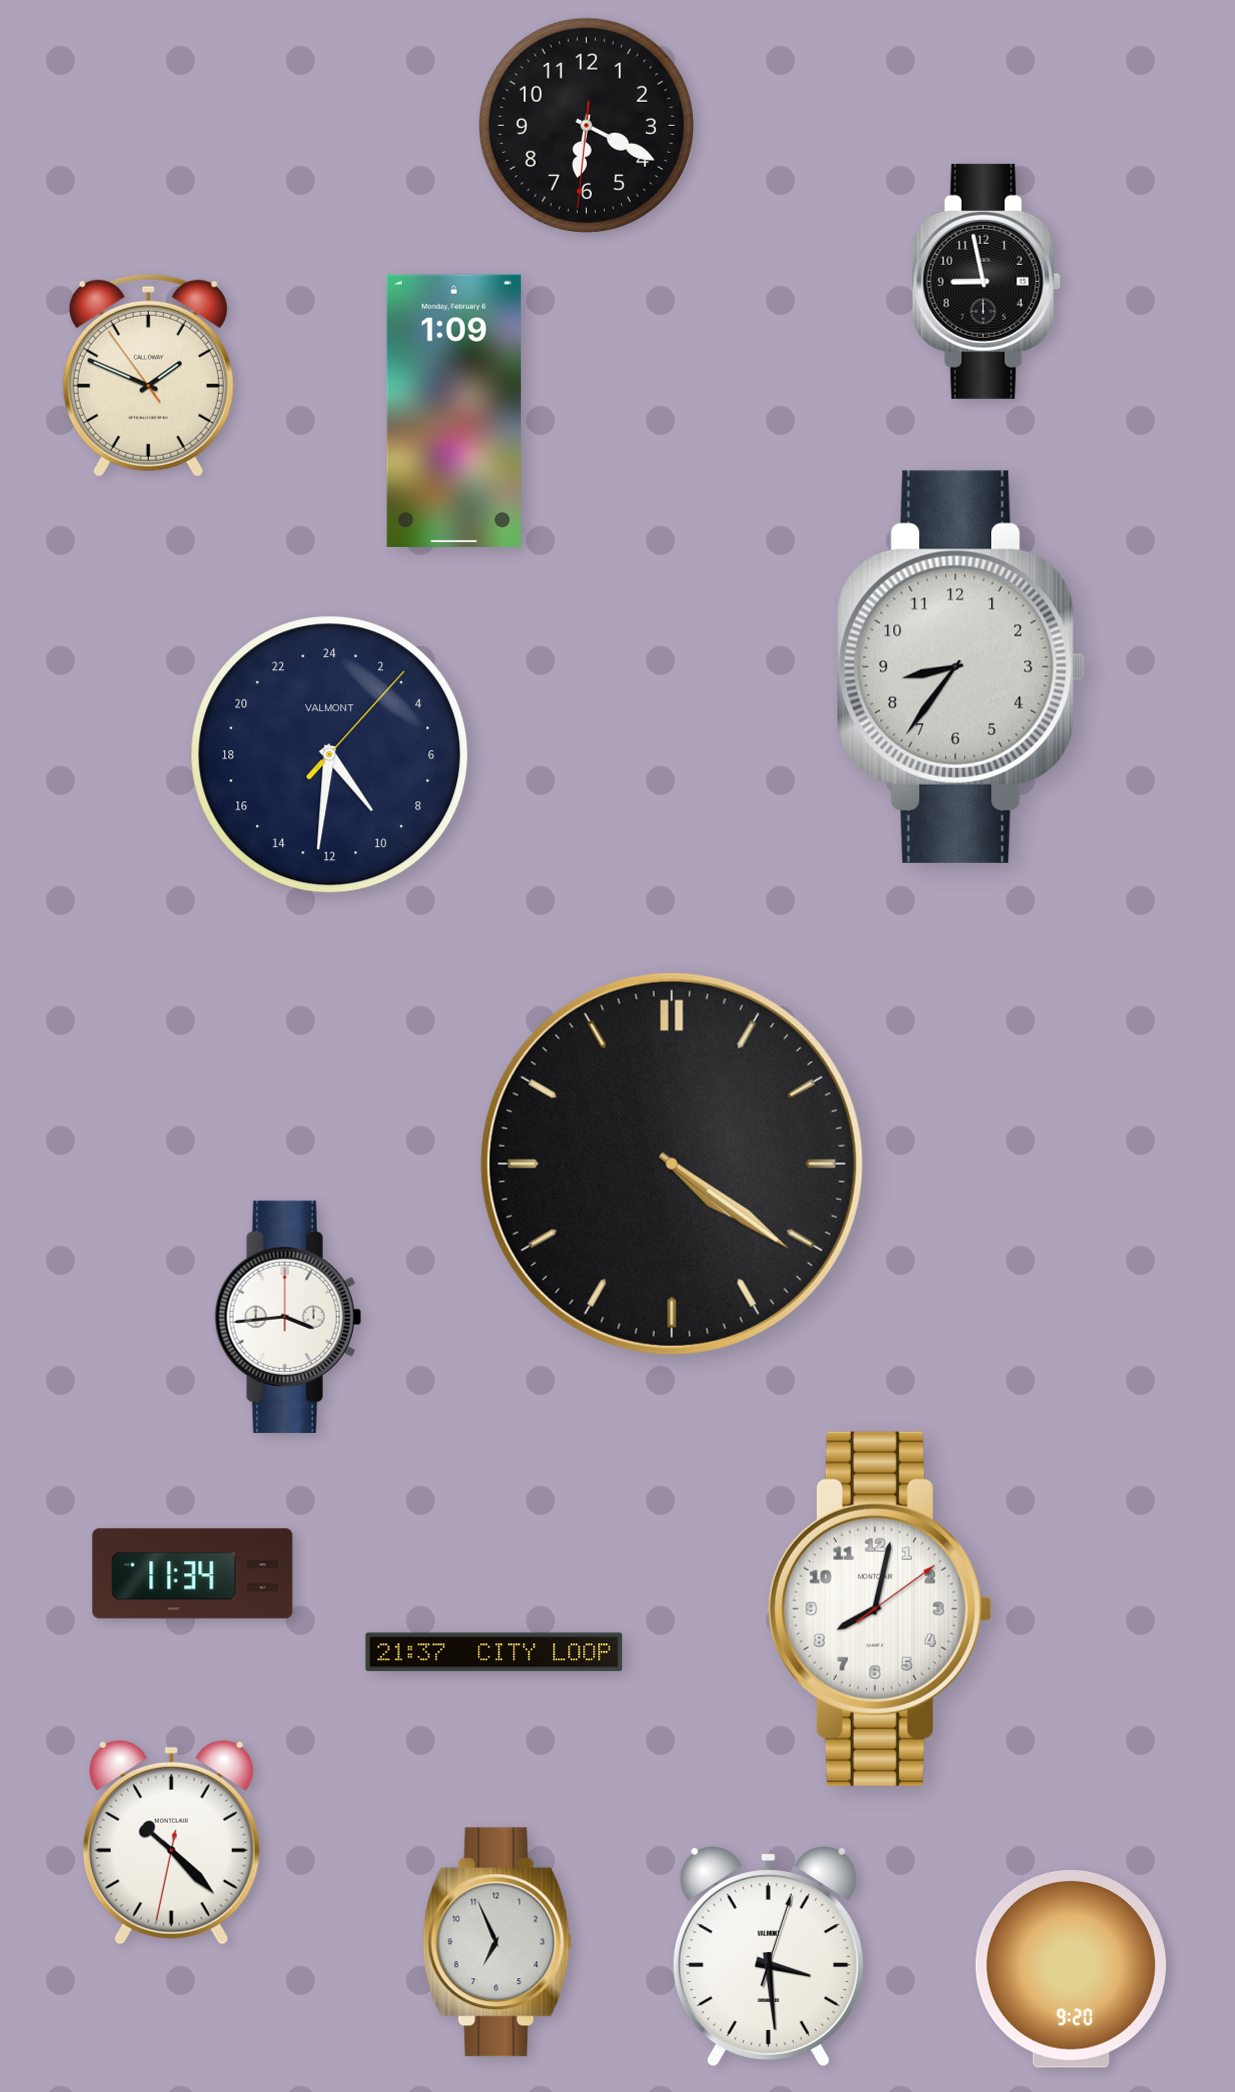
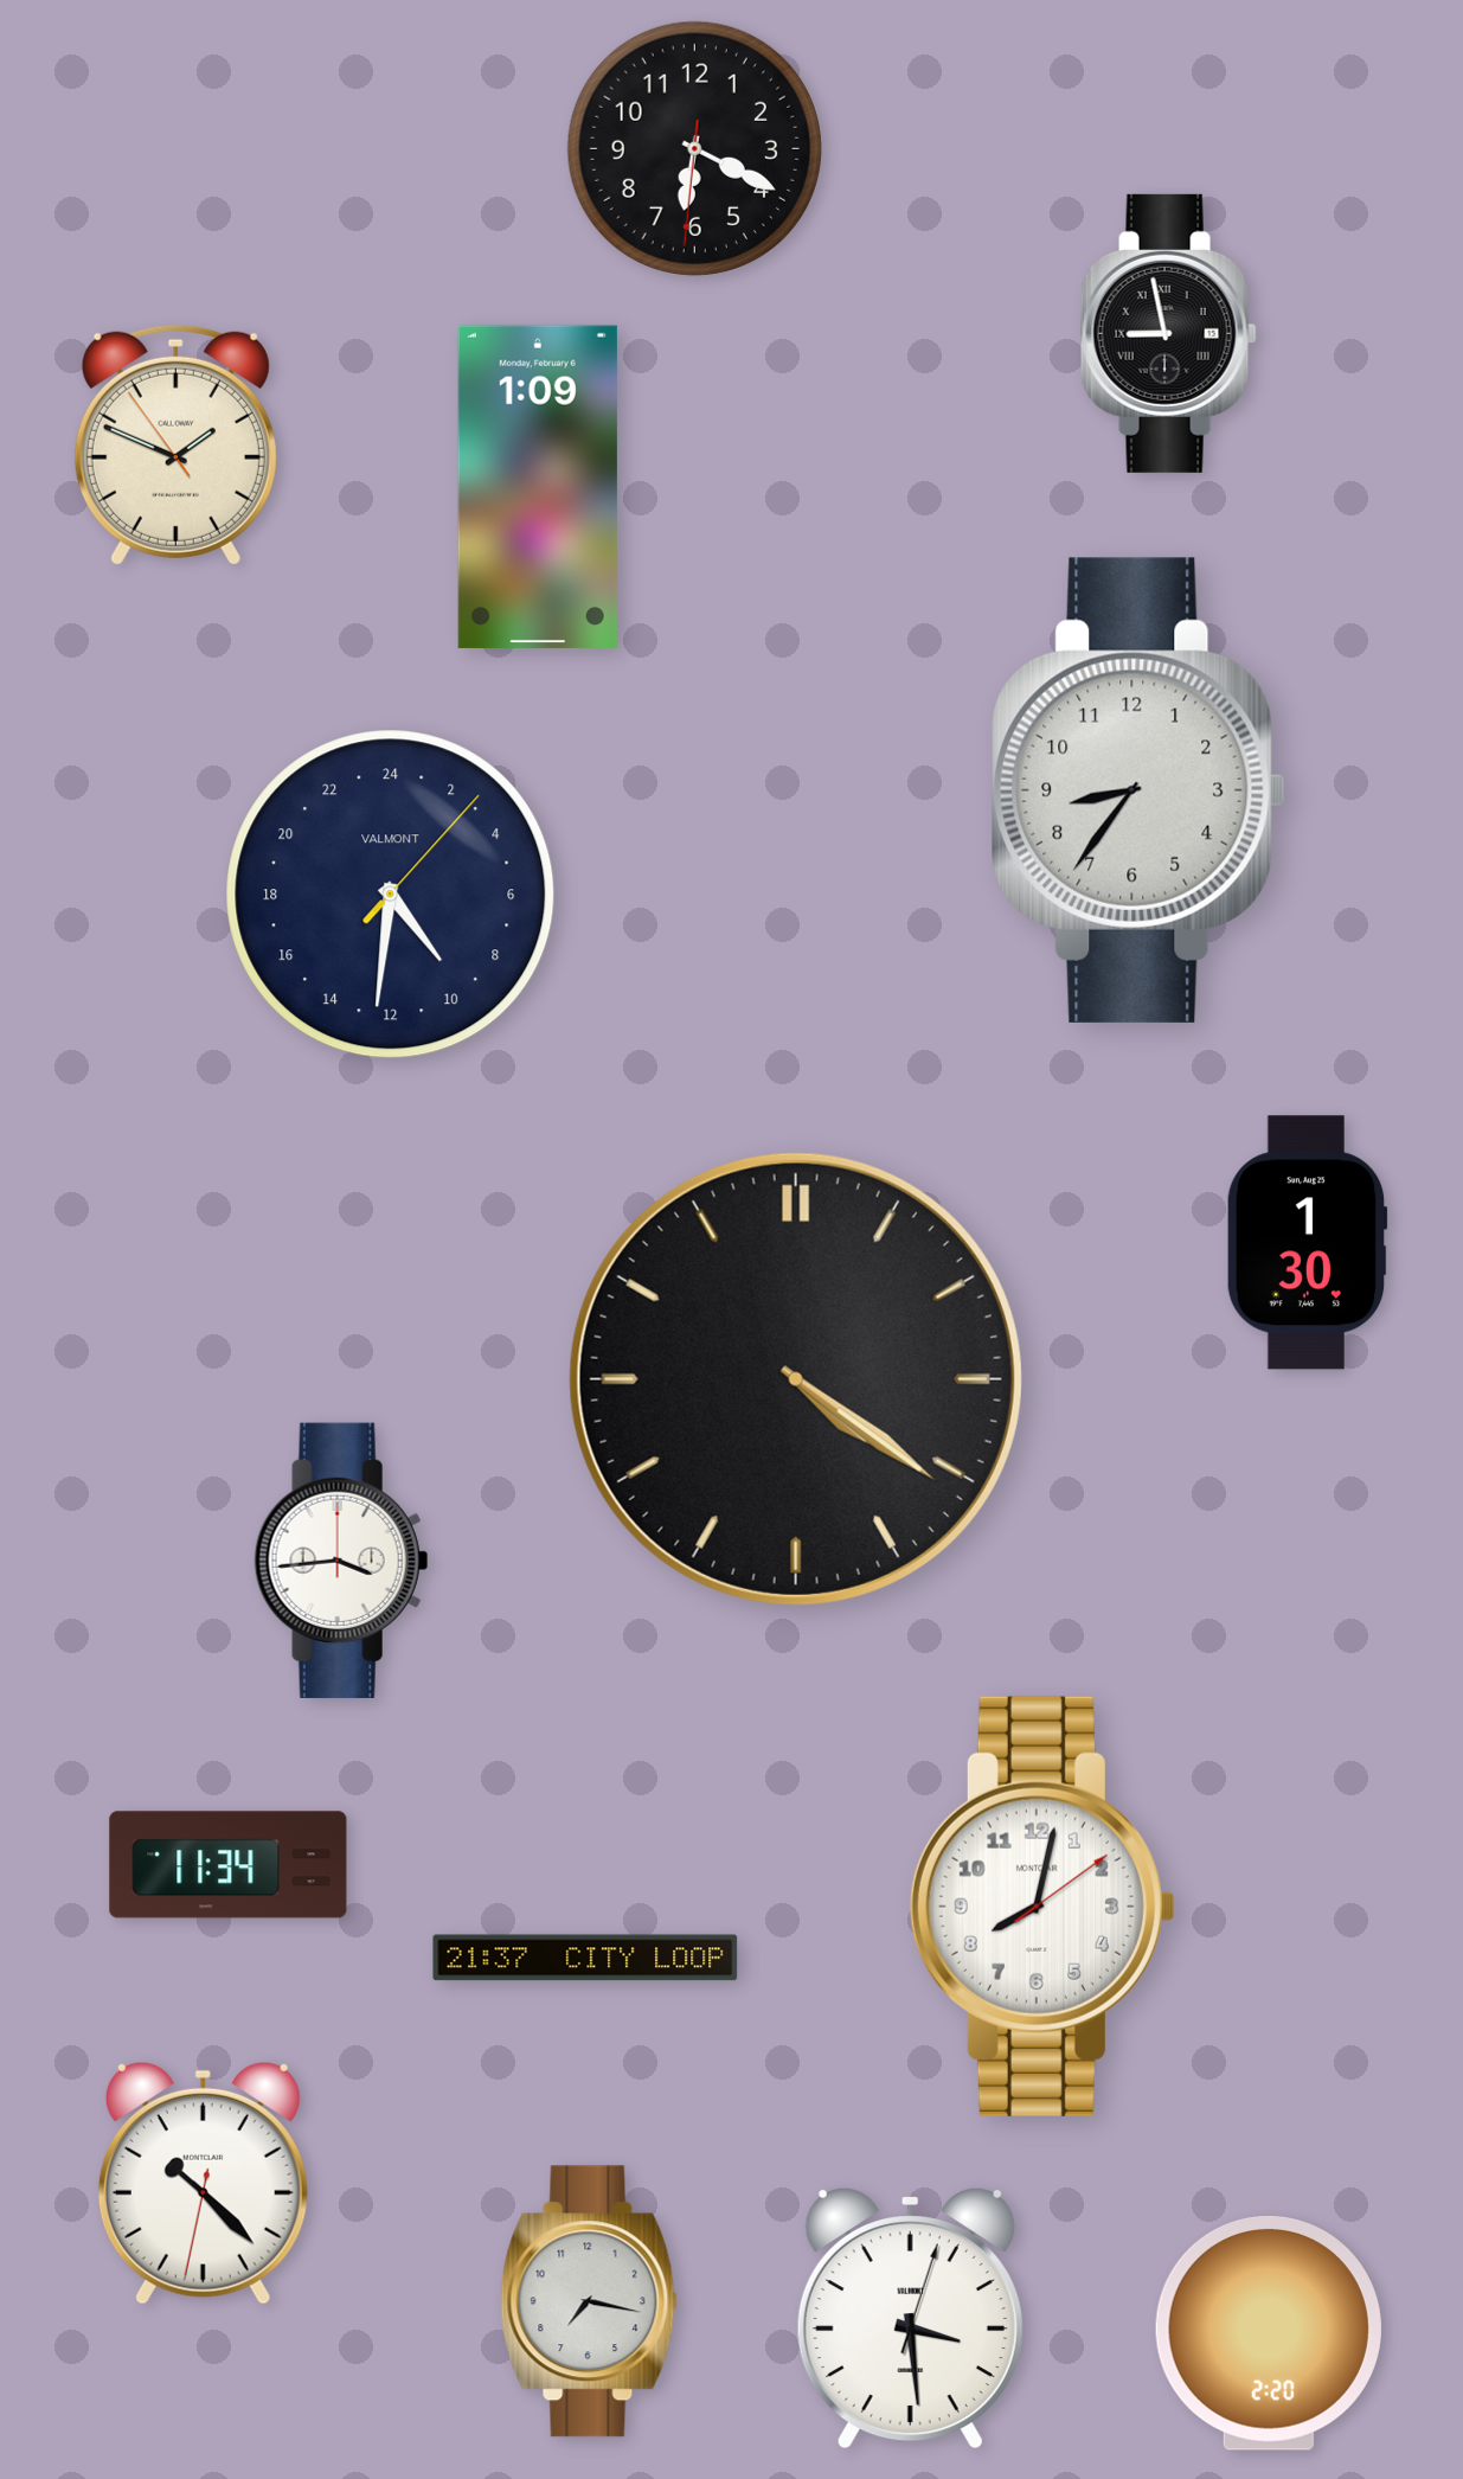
clock at (986, 281) numerals: Arabic -> Roman
clock at (1307, 1243): none -> 1:30
clock at (497, 1942): 6:56 -> 7:17
clock at (1071, 1970): 9:20 -> 2:20
